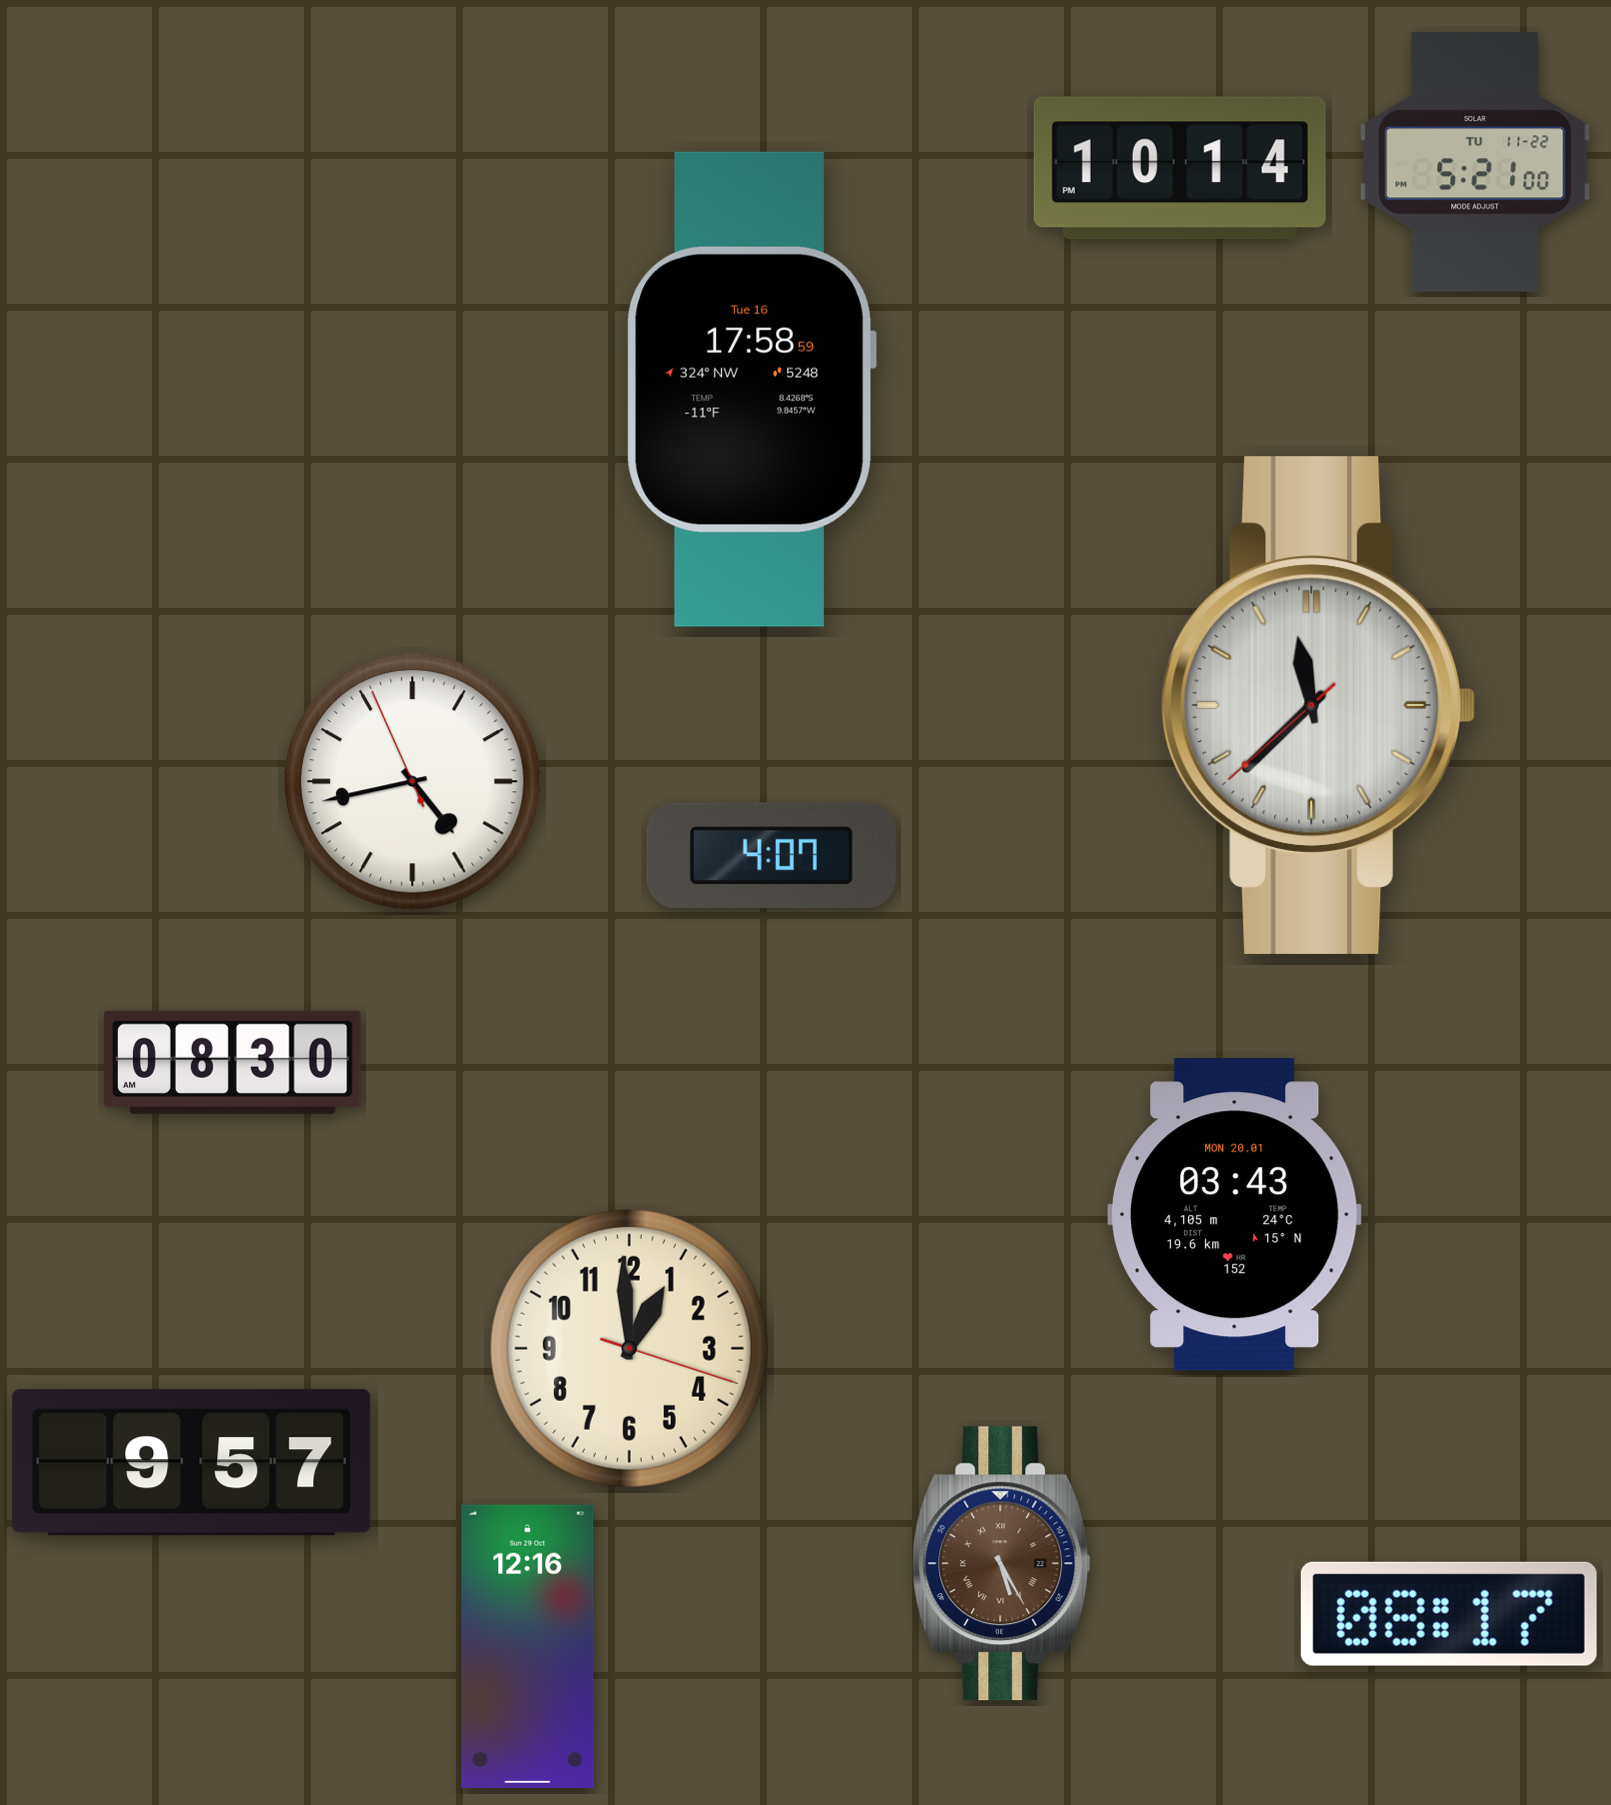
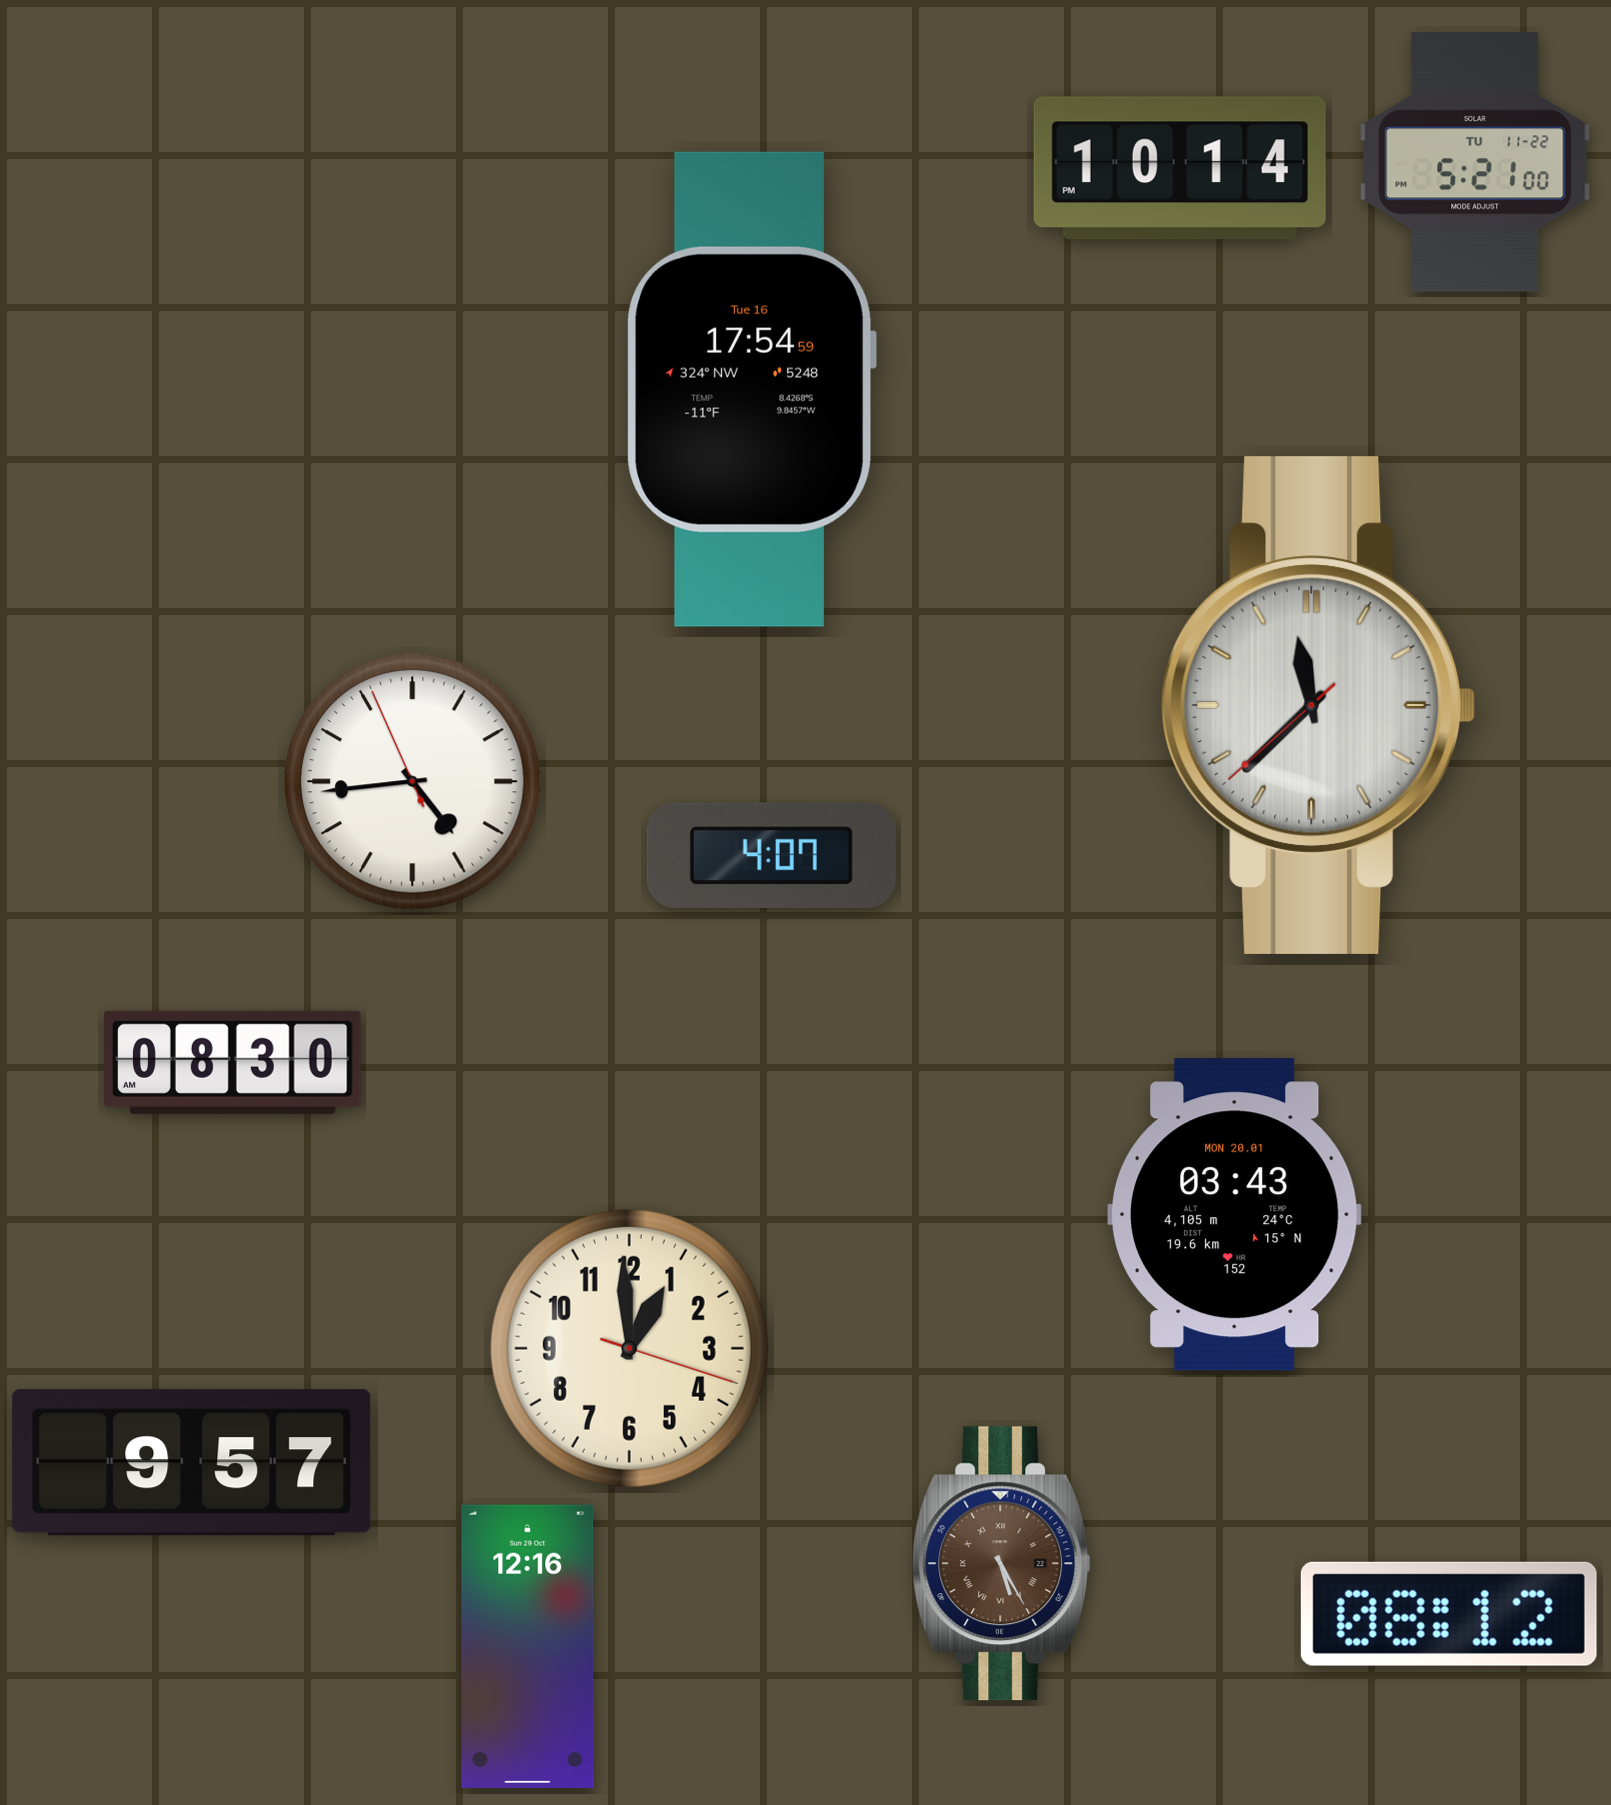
clock at (751, 389): 17:58 -> 17:54
clock at (413, 782): 4:42 -> 4:43
clock at (1449, 1614): 08:17 -> 08:12
